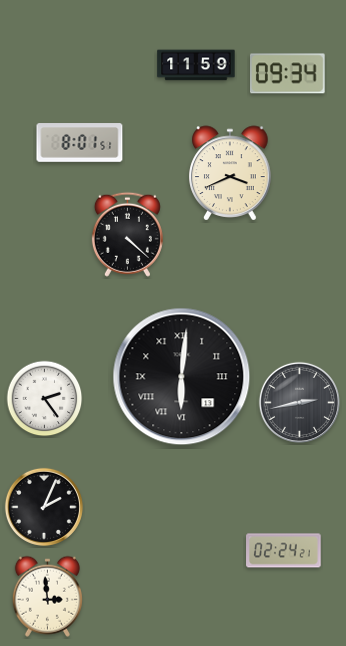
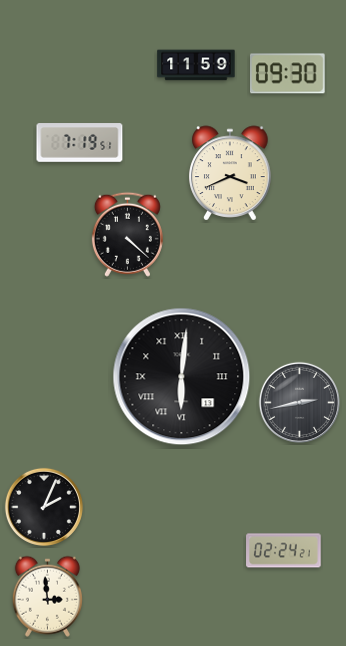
clock at (288, 74): 09:34 -> 09:30
clock at (80, 143): 8:01 -> 7:19
clock at (45, 399): 2:24 -> none
